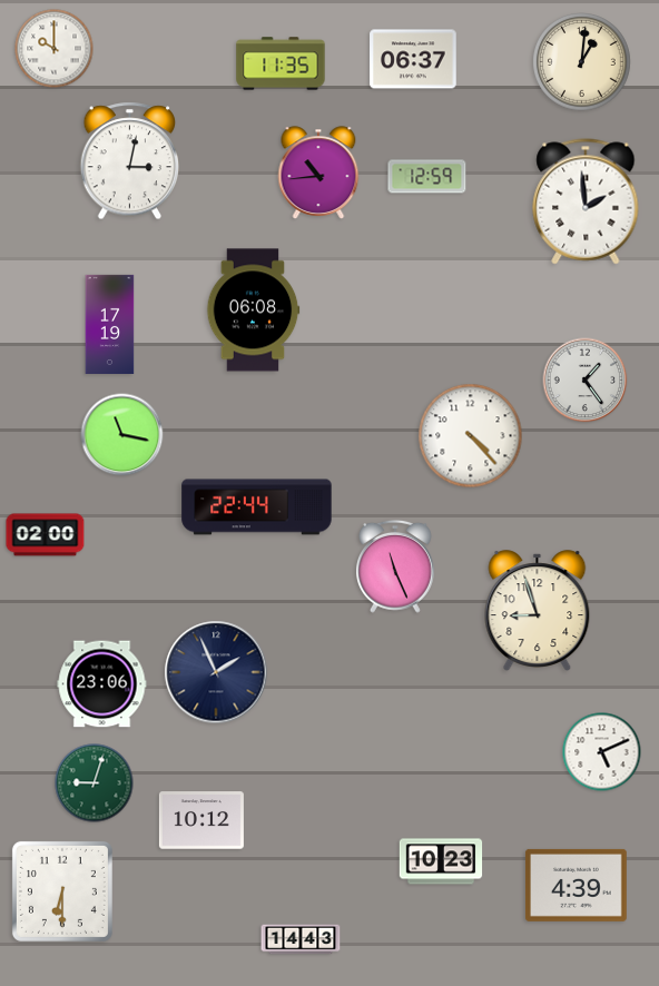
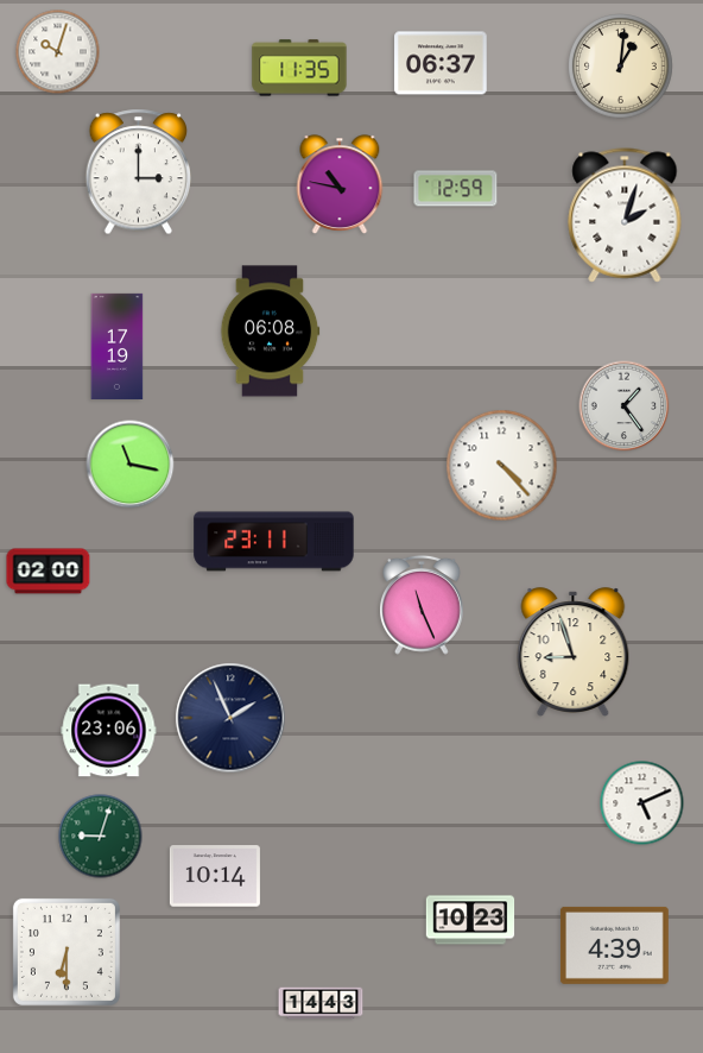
clock at (55, 49): 10:00 -> 10:03
clock at (130, 161): 3:02 -> 3:00
clock at (318, 172): 10:44 -> 10:47
clock at (586, 201): 1:59 -> 2:03
clock at (257, 507): 22:44 -> 23:11
clock at (201, 820): 10:12 -> 10:14
